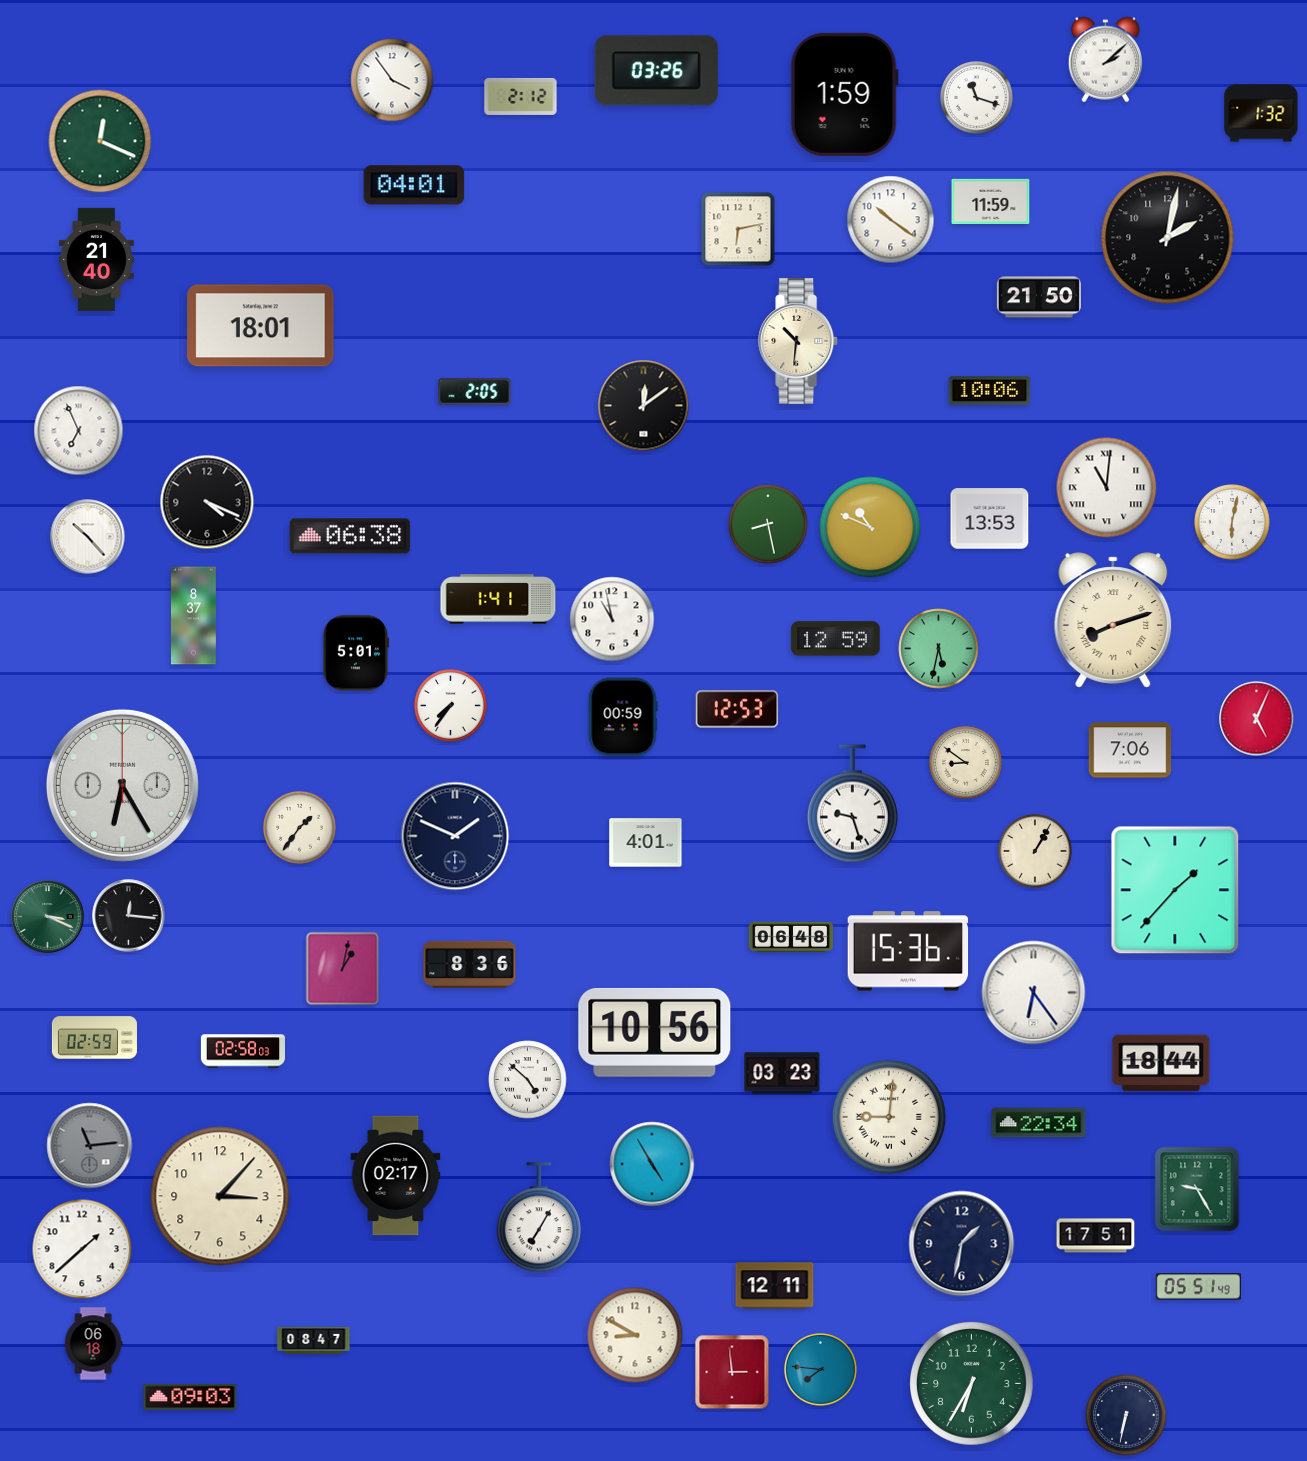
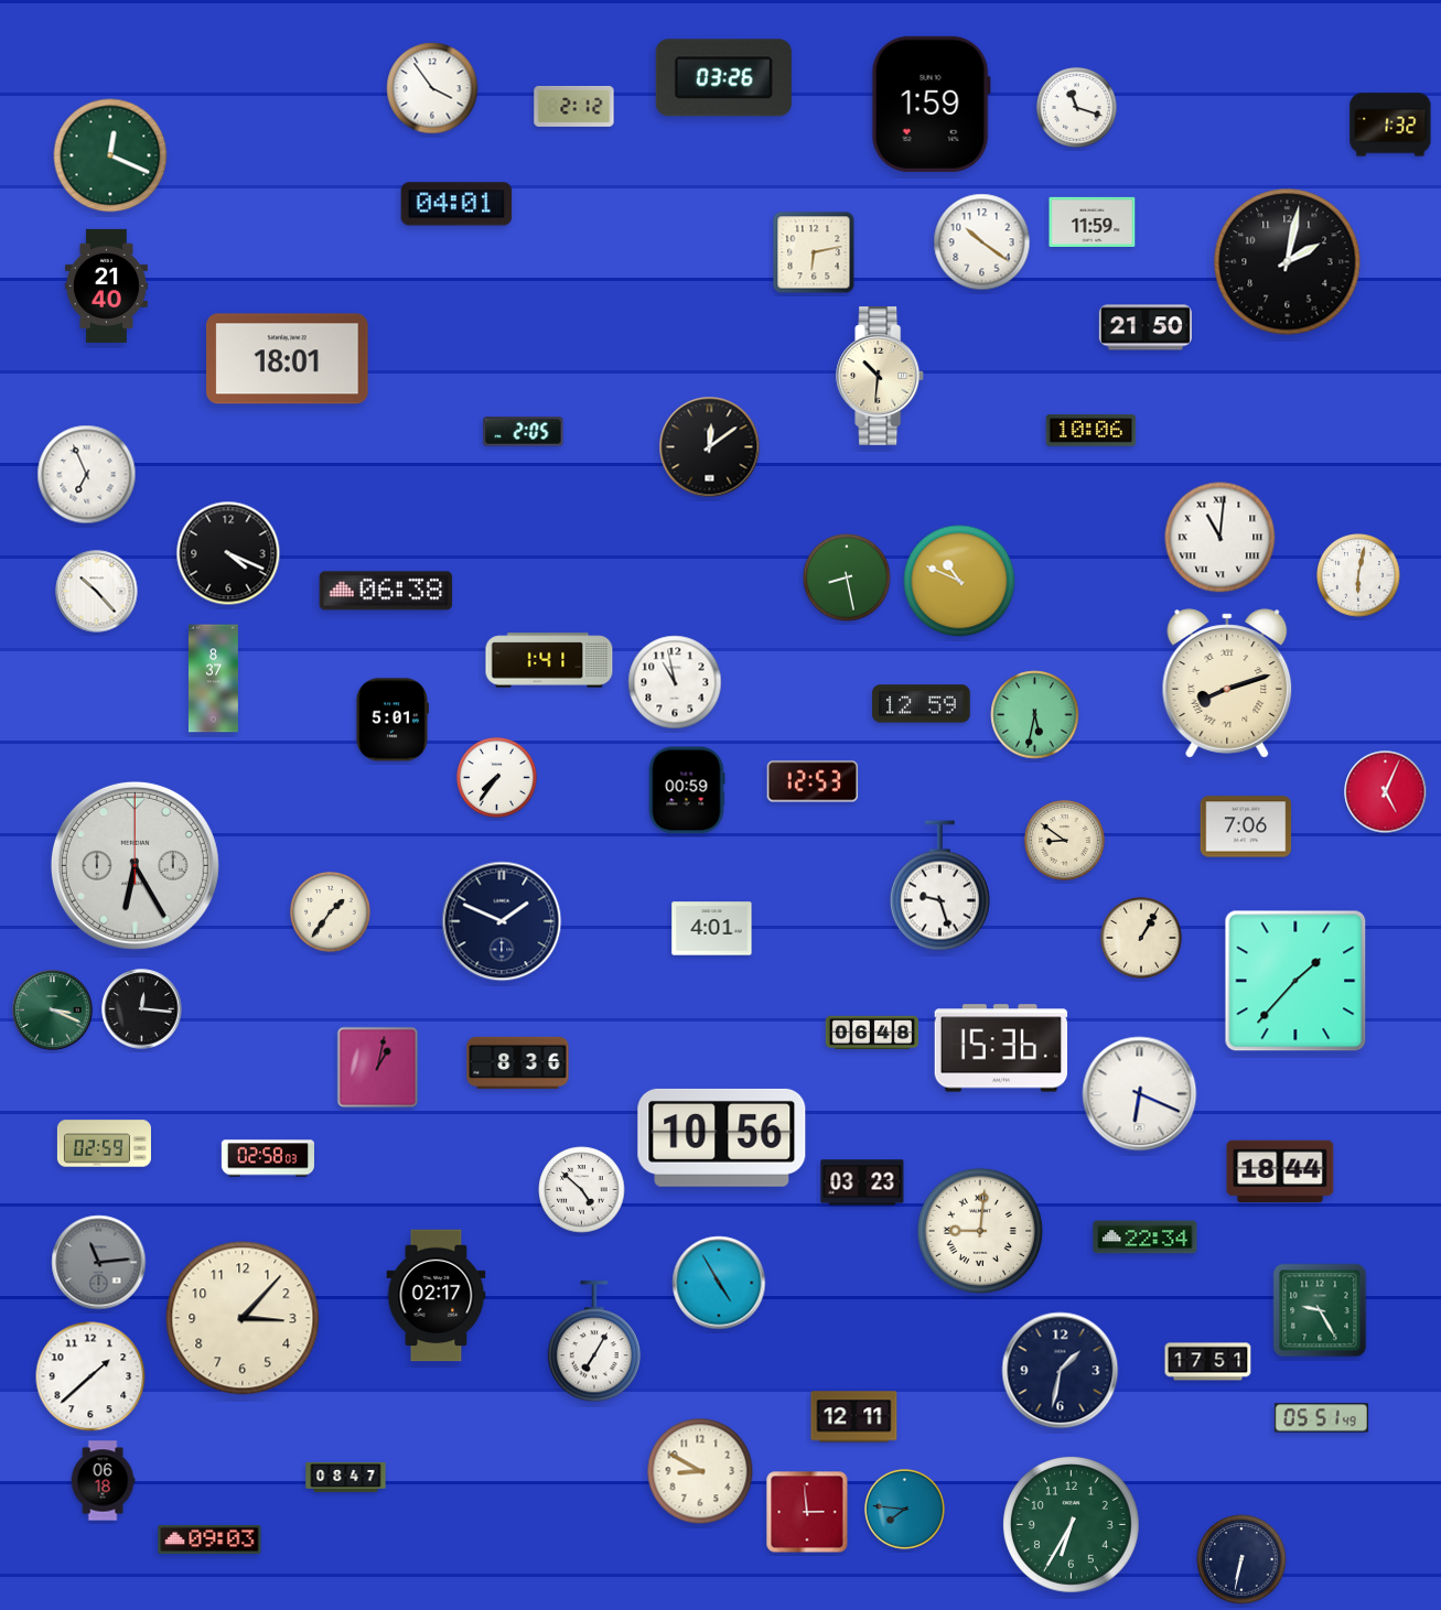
clock at (1106, 60): 2:08 -> none
clock at (990, 519): 13:53 -> none
clock at (1034, 993): 6:24 -> 6:19
